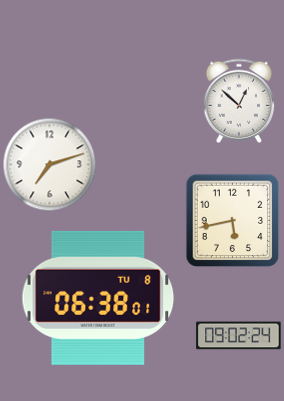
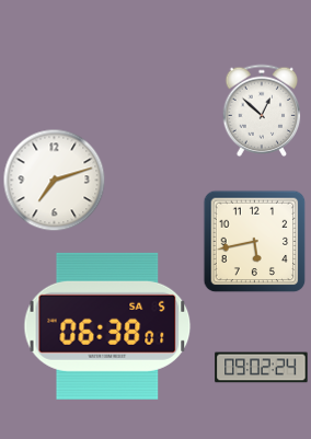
clock at (98, 298) date: TU 8 -> SA 5
